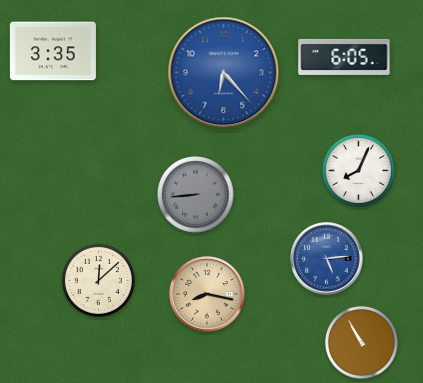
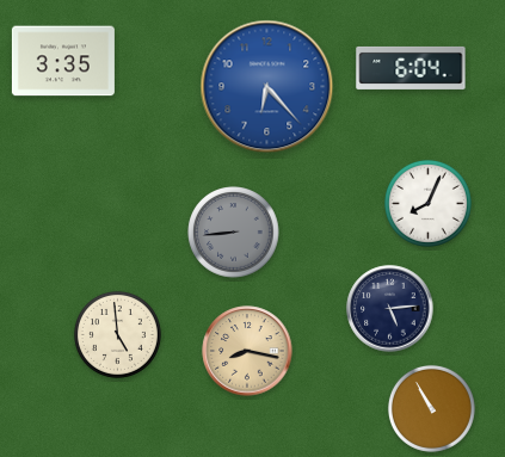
clock at (344, 57): 6:05 -> 6:04
clock at (327, 259) dial: blue -> navy
clock at (98, 280): 12:08 -> 4:59
